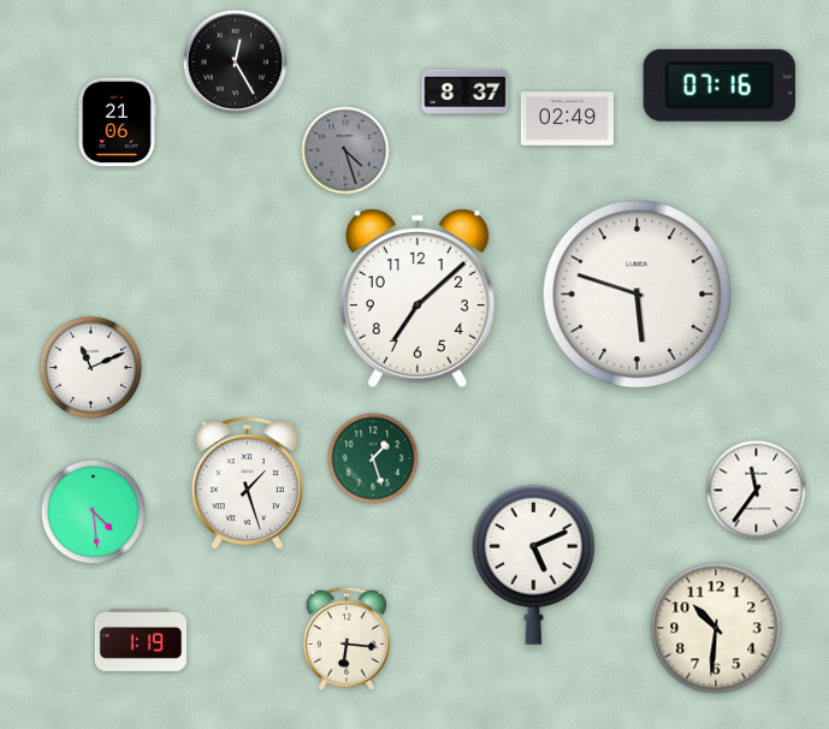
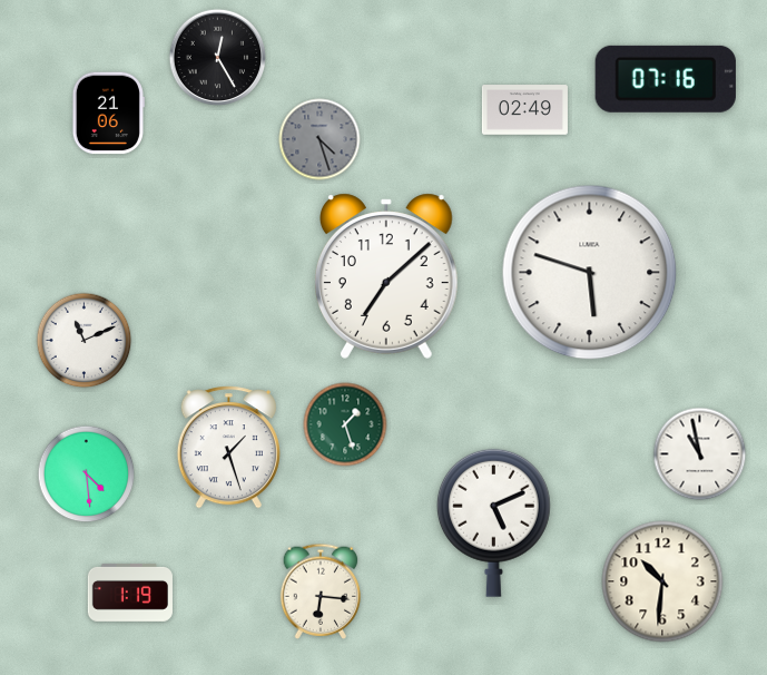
clock at (466, 91): 8:37 -> none
clock at (757, 491): 11:36 -> 10:58
